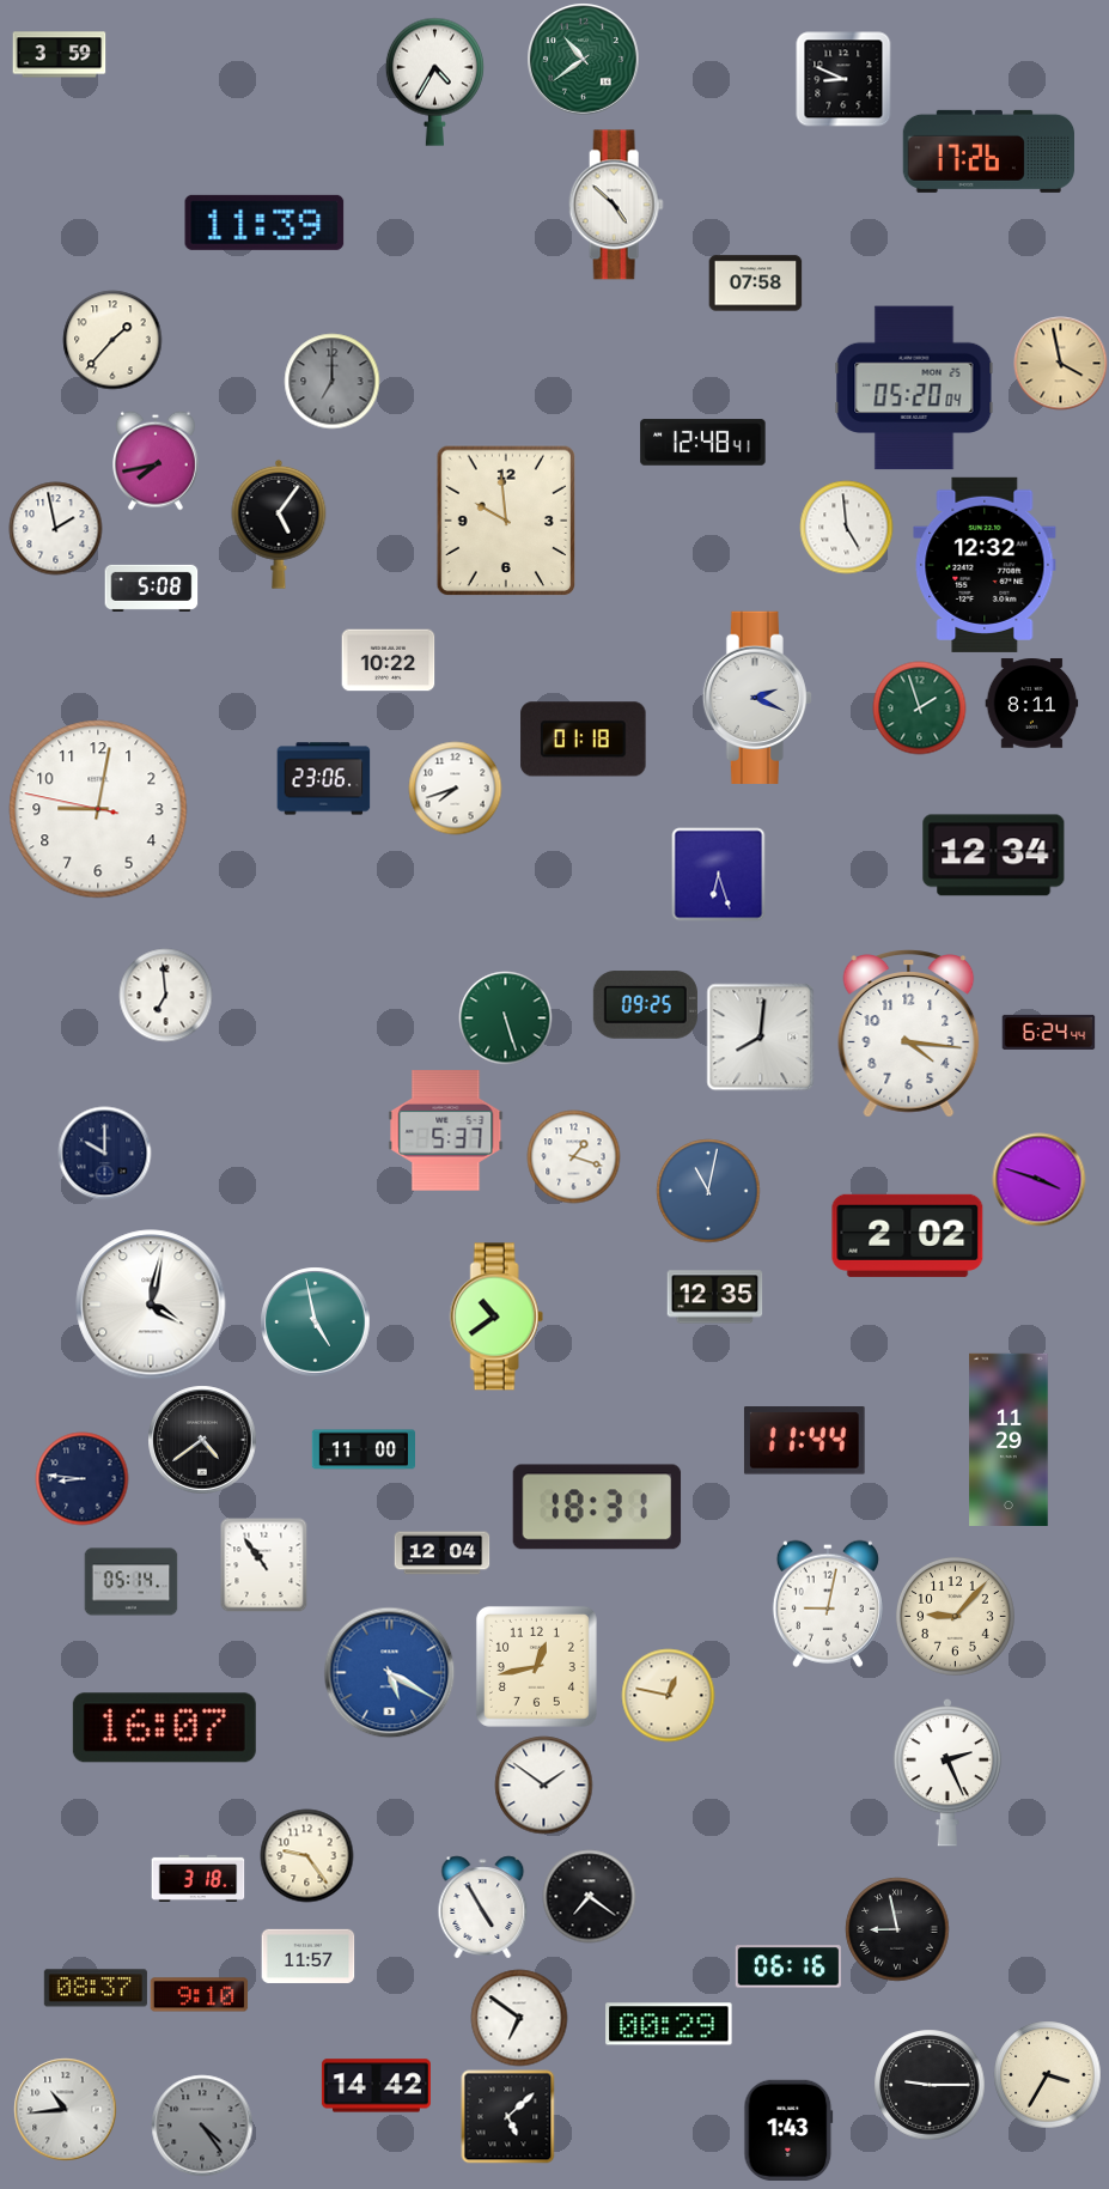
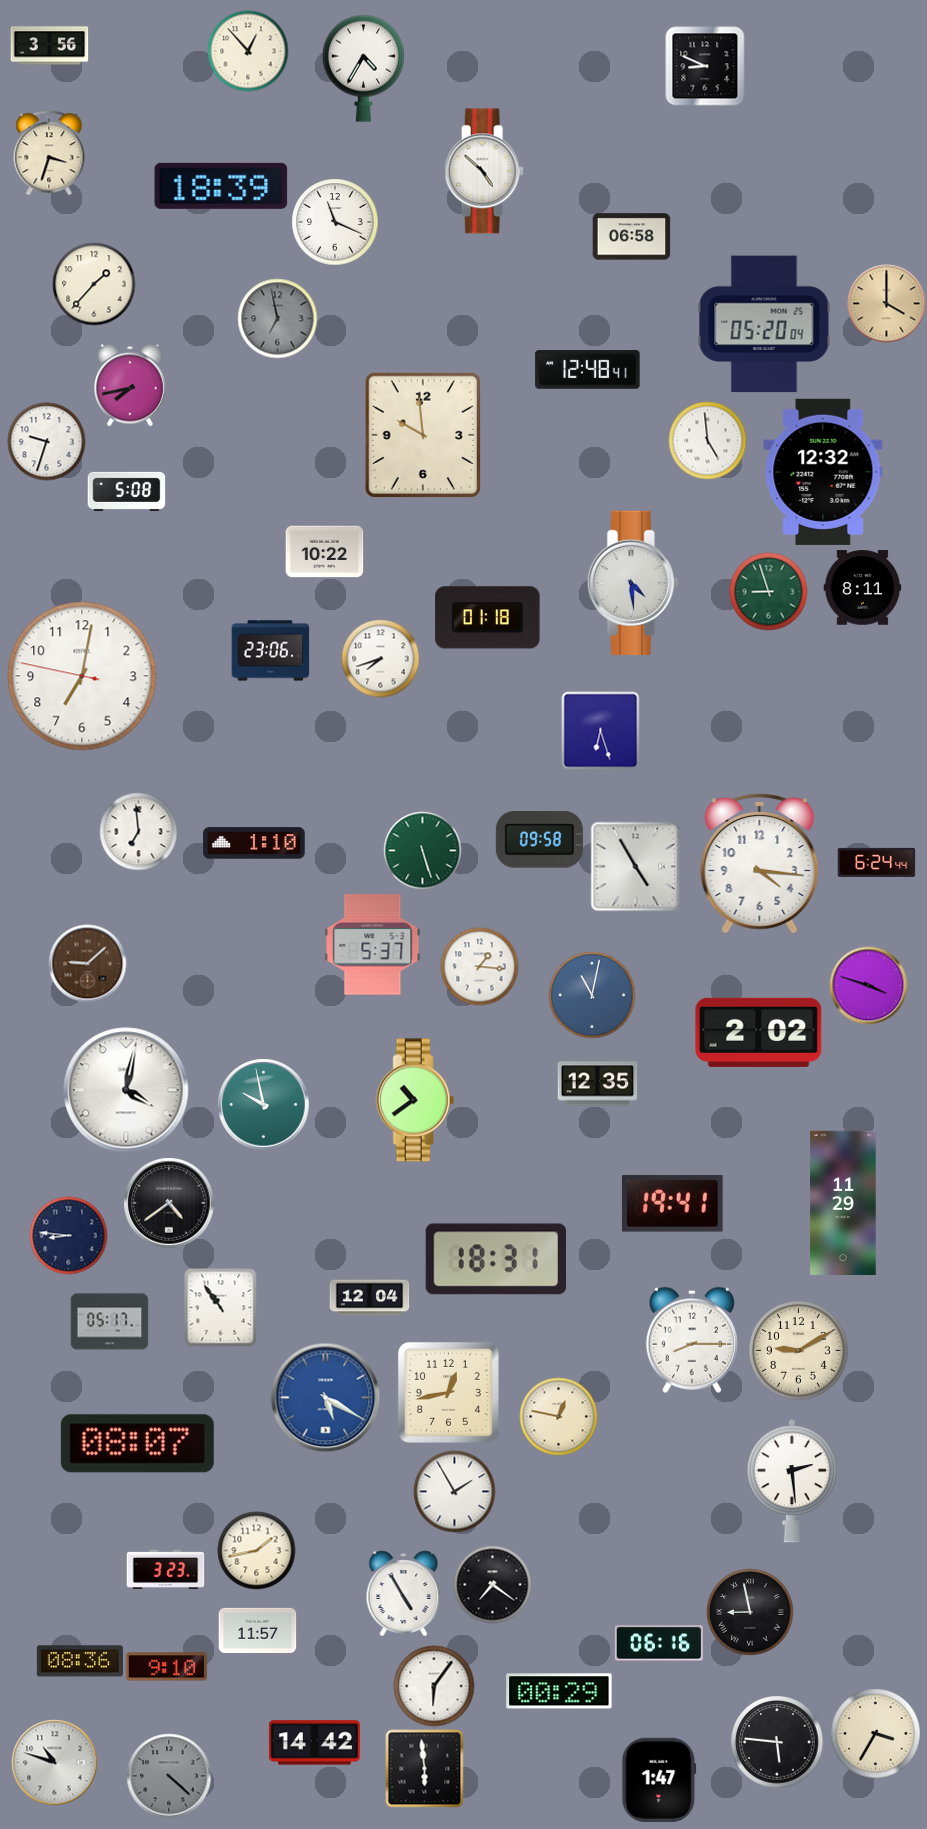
clock at (59, 55): 3:59 -> 3:56
clock at (584, 60): 10:39 -> none
clock at (248, 51): none -> 12:53
clock at (988, 151): 17:26 -> none
clock at (49, 153): none -> 3:33
clock at (616, 205) position: (616, 205) -> (484, 171)
clock at (264, 223): 11:39 -> 18:39
clock at (335, 222): none -> 11:19
clock at (755, 284): 07:58 -> 06:58
clock at (1060, 363): 3:58 -> 4:00
clock at (331, 381): 7:00 -> 6:58
clock at (279, 524): 5:06 -> none
clock at (55, 528): 1:58 -> 9:33
clock at (757, 698): 2:19 -> 4:29
clock at (919, 707): 1:57 -> 8:57
clock at (98, 809): 9:01 -> 7:01
clock at (994, 856): 12:34 -> none
clock at (645, 1005): 09:25 -> 09:58
clock at (254, 843): none -> 1:10
clock at (760, 1036): 8:01 -> 4:55
clock at (104, 1153): 10:00 -> 9:08
clock at (104, 1153) dial: navy -> brown
clock at (573, 1156): 1:18 -> 1:16
clock at (315, 1321): 4:58 -> 9:58
clock at (805, 1441): 11:44 -> 19:41
clock at (362, 1449): 11:00 -> none
clock at (597, 1507) position: (597, 1507) -> (496, 1259)
clock at (130, 1582): 05:14 -> 05:17
clock at (828, 1604): 9:02 -> 8:15
clock at (955, 1616): 9:07 -> 9:10
clock at (164, 1728): 16:07 -> 08:07
clock at (947, 1773): 2:26 -> 2:29
clock at (543, 1784): 1:51 -> 1:55
clock at (306, 1855): 9:24 -> 1:43
clock at (197, 1878): 3:18 -> 3:23
clock at (307, 1956) position: (307, 1956) -> (257, 1630)
clock at (96, 1988): 08:37 -> 08:36
clock at (519, 2018): 6:51 -> 6:06
clock at (930, 2085): 9:15 -> 5:46
clock at (65, 2109): 10:44 -> 10:48
clock at (507, 2116): 5:08 -> 5:59
clock at (202, 2126): 4:24 -> 4:22
clock at (788, 2129): 1:43 -> 1:47
